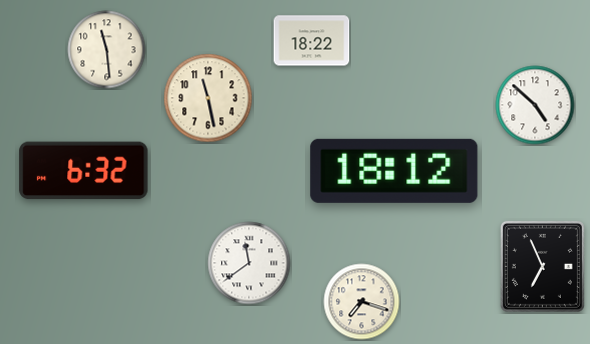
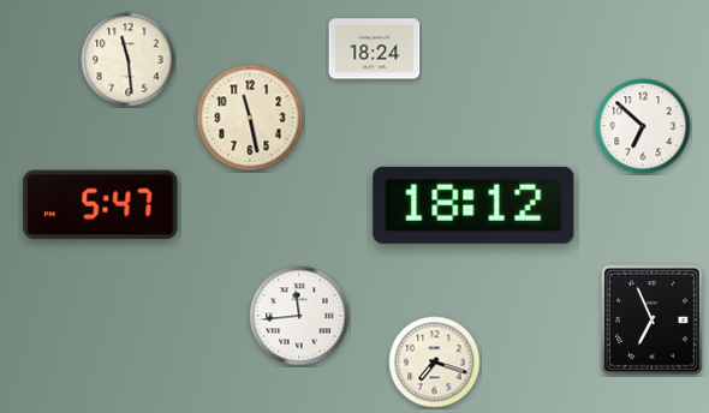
clock at (312, 41): 18:22 -> 18:24
clock at (535, 105): 4:52 -> 6:52
clock at (84, 171): 6:32 -> 5:47
clock at (249, 263): 11:39 -> 11:44
